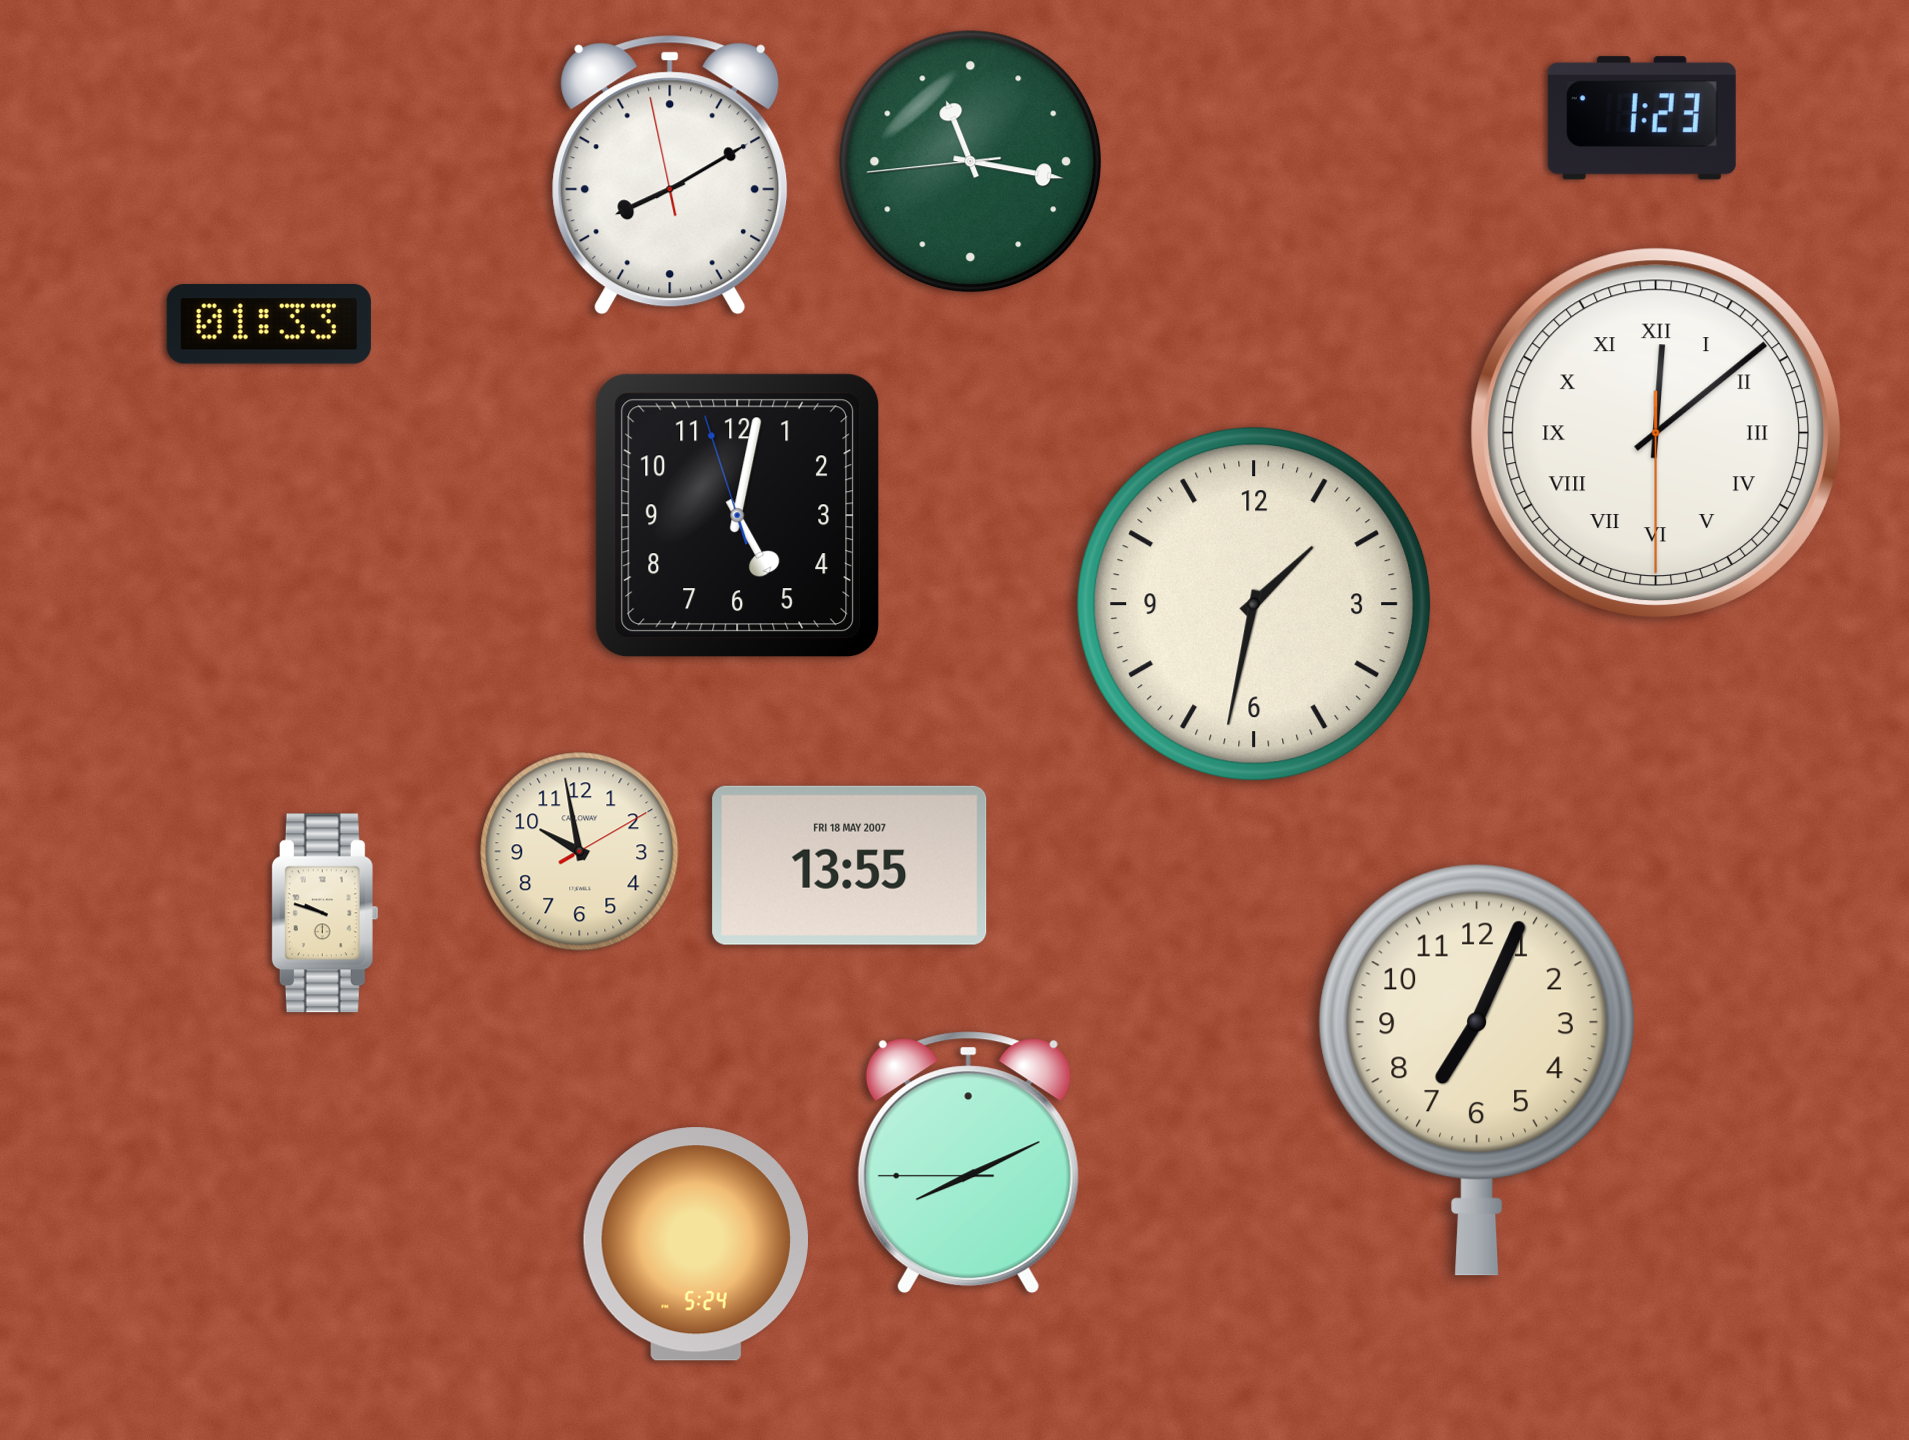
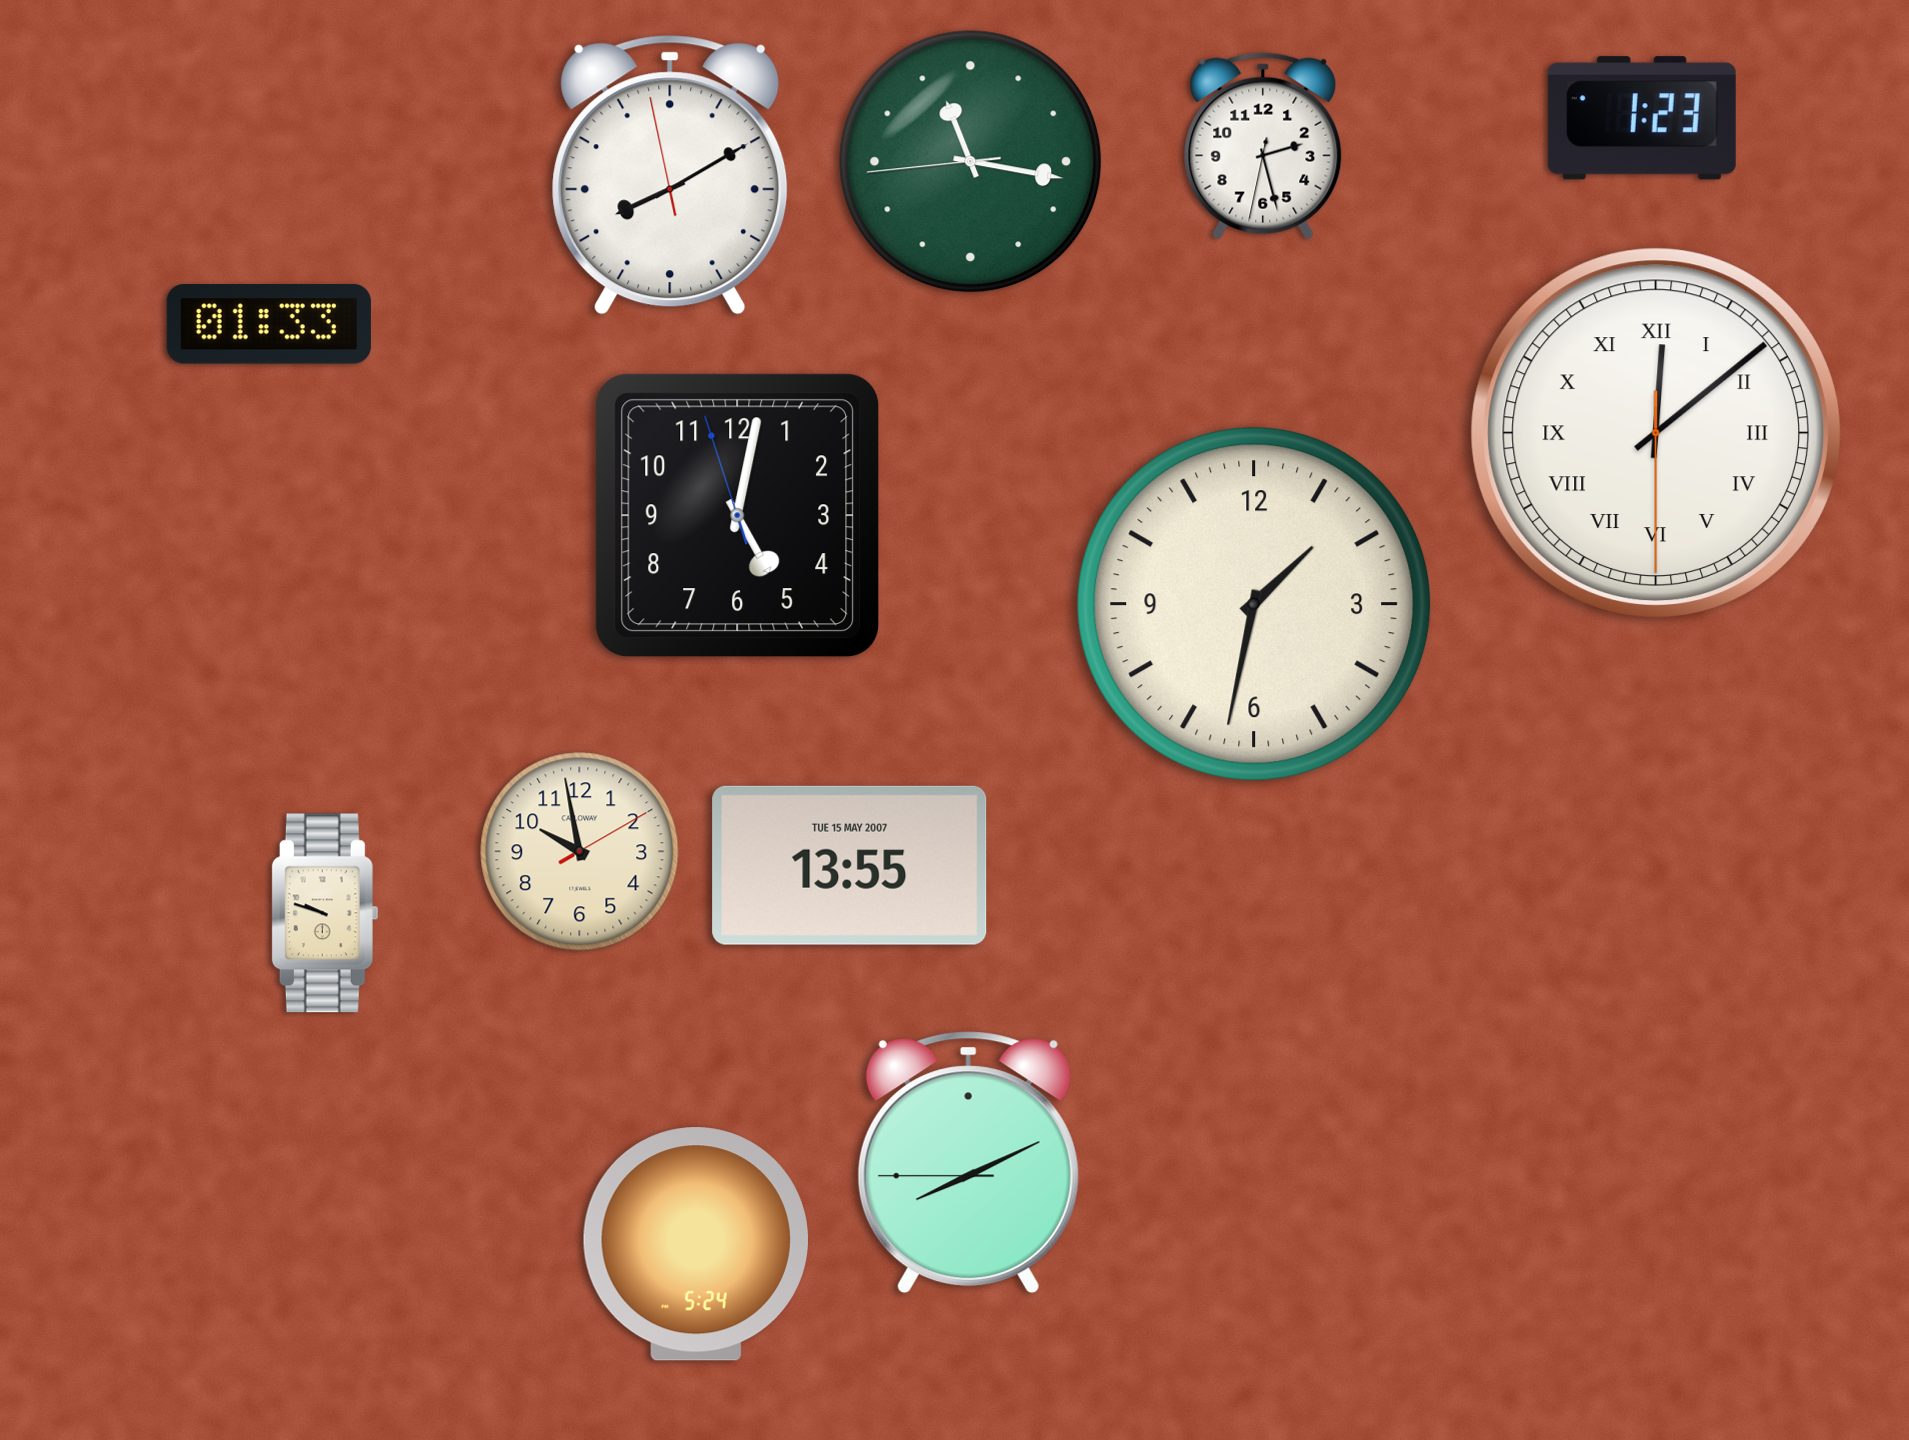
clock at (1263, 146): none -> 2:27
clock at (850, 865) date: FRI 18 MAY 2007 -> TUE 15 MAY 2007
clock at (1477, 1070): 7:04 -> none
